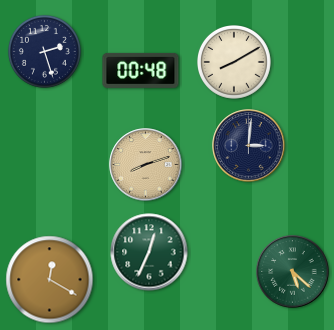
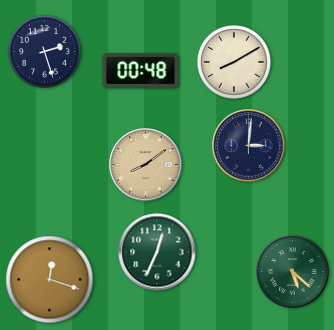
clock at (146, 165): 8:12 -> 8:09
clock at (149, 252) position: (149, 252) -> (157, 252)
clock at (50, 280): 12:20 -> 12:18
